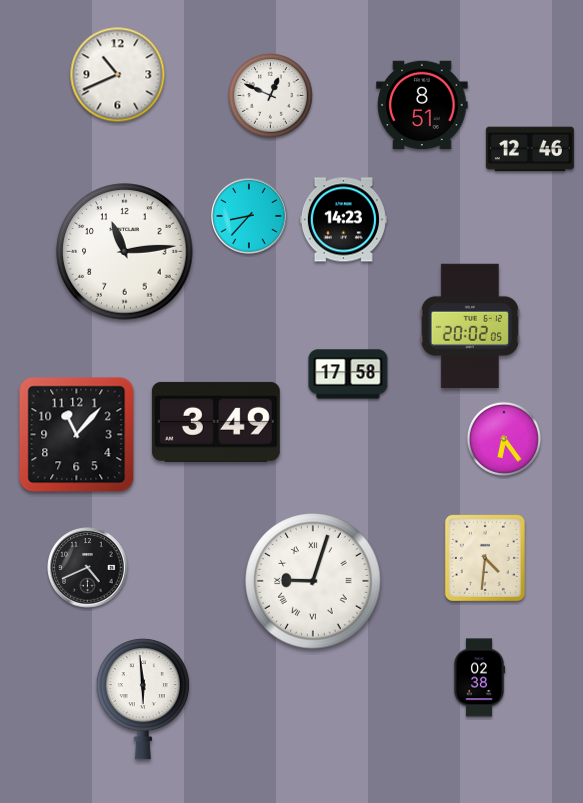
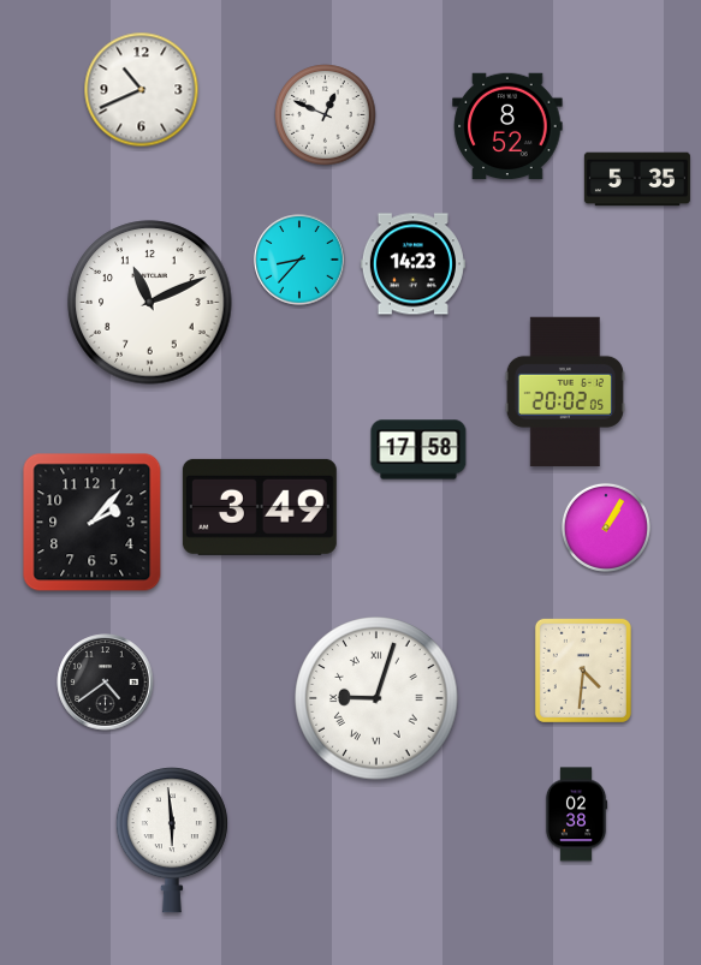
clock at (422, 105): 8:51 -> 8:52
clock at (530, 149): 12:46 -> 5:35
clock at (125, 252): 11:14 -> 11:11
clock at (77, 435): 11:07 -> 2:07
clock at (504, 439): 6:24 -> 1:05
clock at (88, 568): 4:41 -> 4:39
